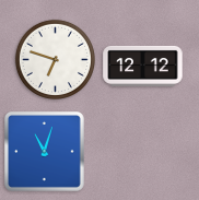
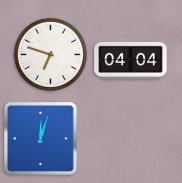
clock at (143, 66): 12:12 -> 04:04
clock at (45, 152): 11:03 -> 12:03
